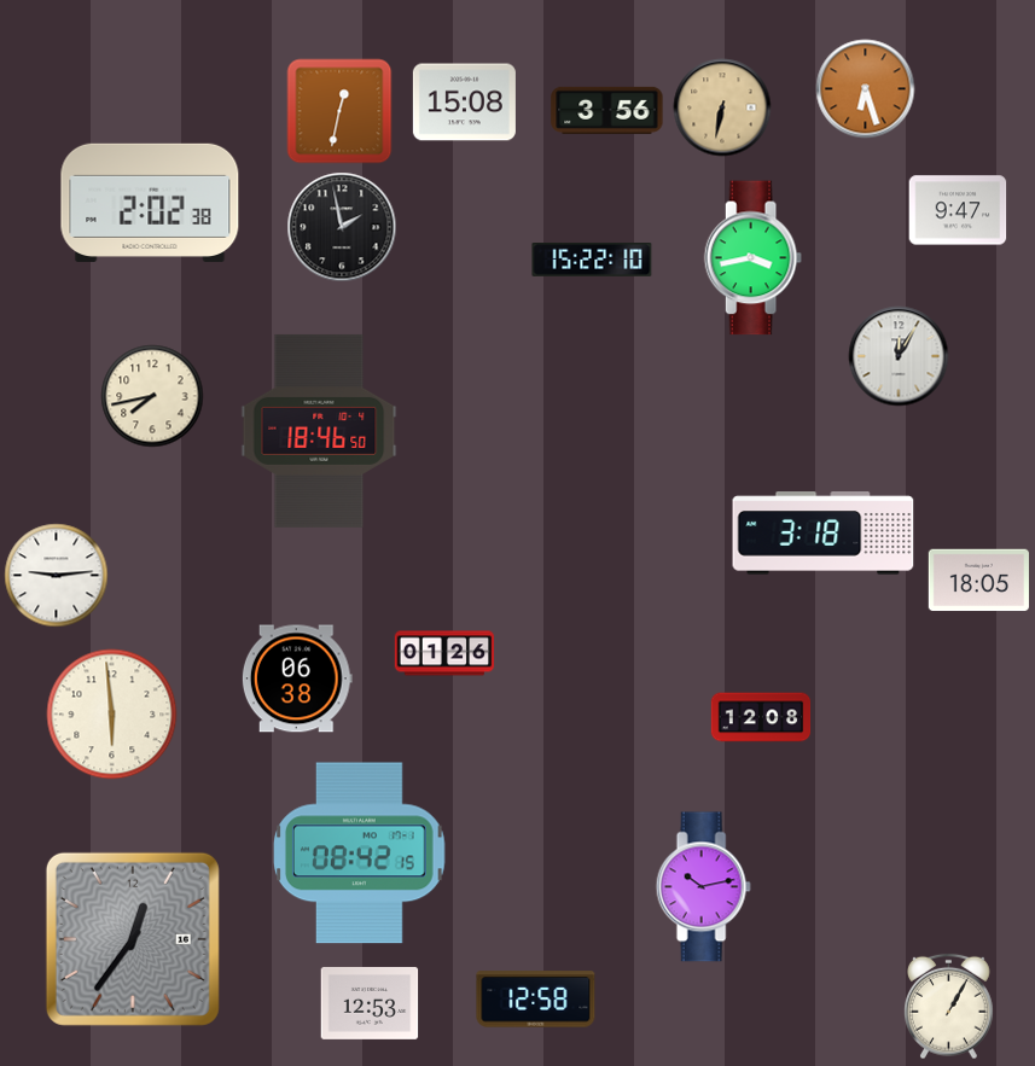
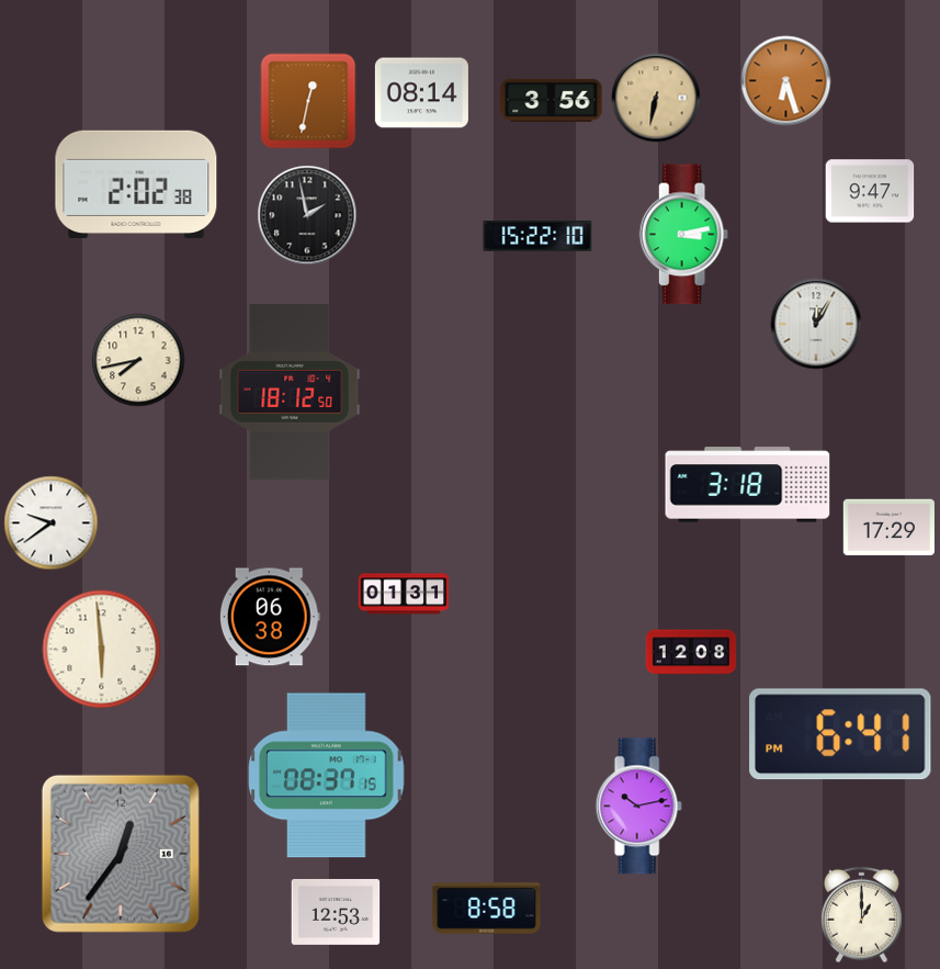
clock at (464, 103): 15:08 -> 08:14
clock at (342, 227) position: (342, 227) -> (307, 215)
clock at (752, 258): 3:43 -> 3:13
clock at (319, 431): 18:46 -> 18:12
clock at (57, 576): 9:14 -> 9:39
clock at (978, 581): 18:05 -> 17:29
clock at (444, 653): 01:26 -> 01:31
clock at (840, 734): none -> 6:41
clock at (360, 854): 08:42 -> 08:37
clock at (536, 1000): 12:58 -> 8:58
clock at (949, 1007): 1:05 -> 1:00
